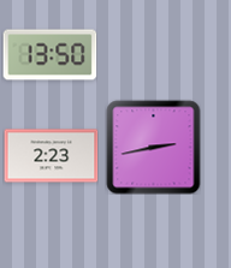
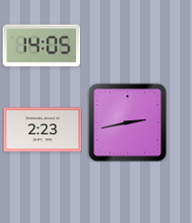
clock at (49, 55): 13:50 -> 14:05
